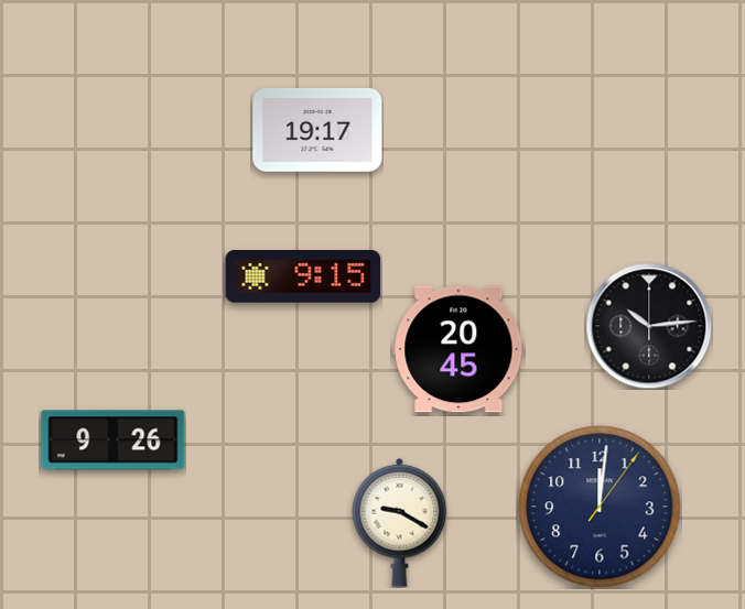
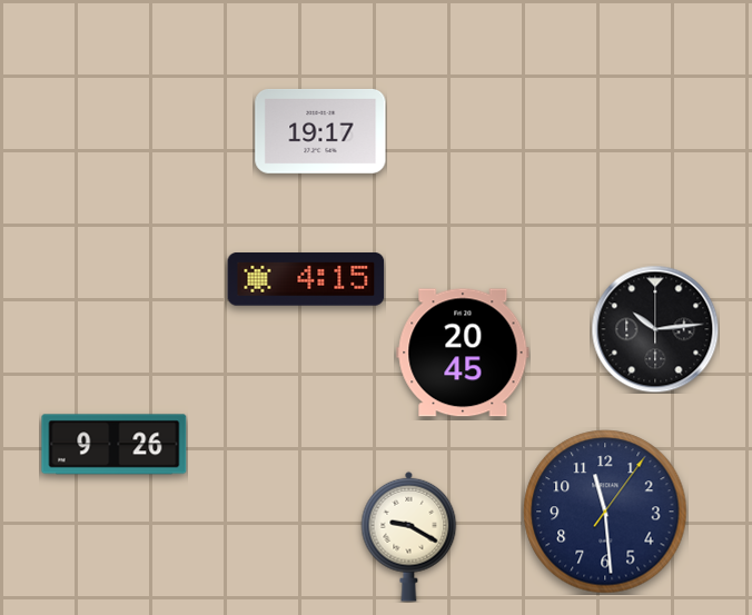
clock at (303, 278): 9:15 -> 4:15
clock at (600, 507): 12:01 -> 11:29
clock at (400, 522) position: (400, 522) -> (409, 536)
